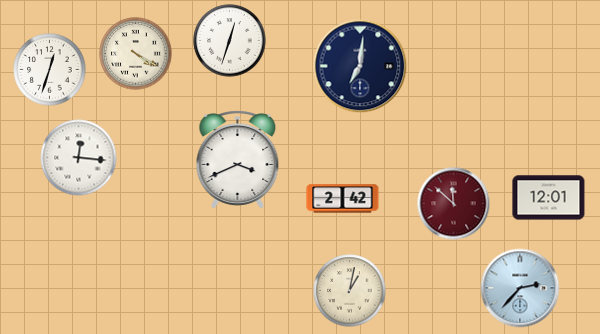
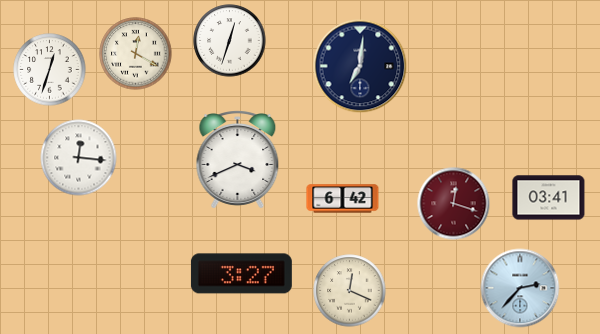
clock at (136, 54): 4:20 -> 12:20
clock at (549, 198): 12:01 -> 03:41
clock at (343, 199): 2:42 -> 6:42
clock at (454, 204): 11:52 -> 12:18
clock at (241, 274): none -> 3:27
clock at (350, 291): 1:02 -> 12:19
